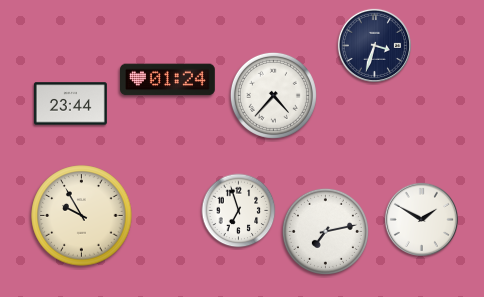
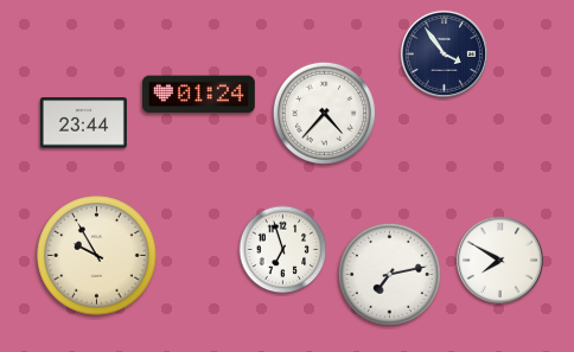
clock at (374, 45): 3:33 -> 3:54
clock at (421, 219): 1:50 -> 7:50
clock at (325, 231) position: (325, 231) -> (389, 274)
